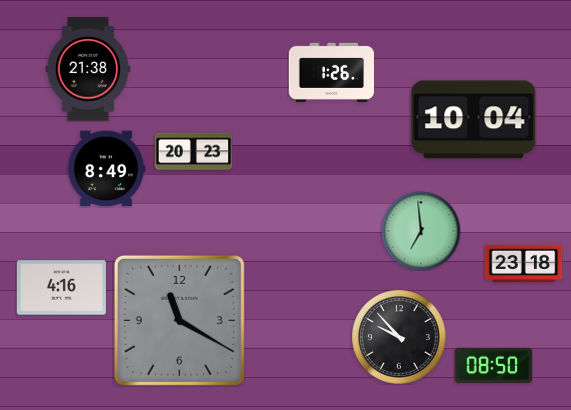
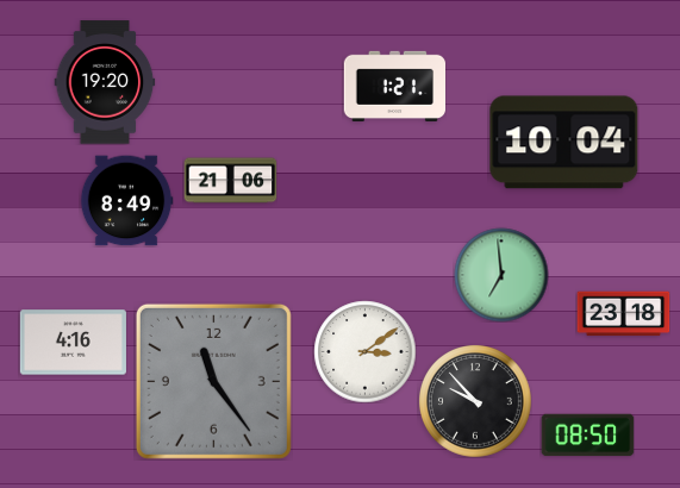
clock at (88, 69): 21:38 -> 19:20
clock at (331, 72): 1:26 -> 1:21
clock at (193, 152): 20:23 -> 21:06
clock at (364, 351): none -> 3:09
clock at (179, 320): 11:20 -> 11:24
